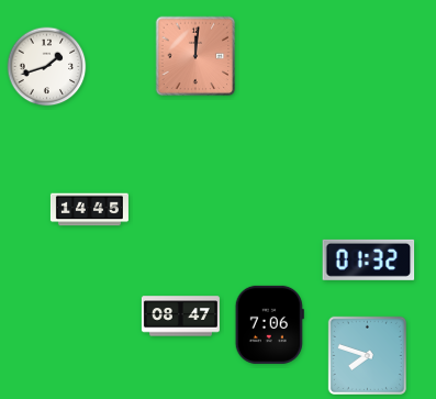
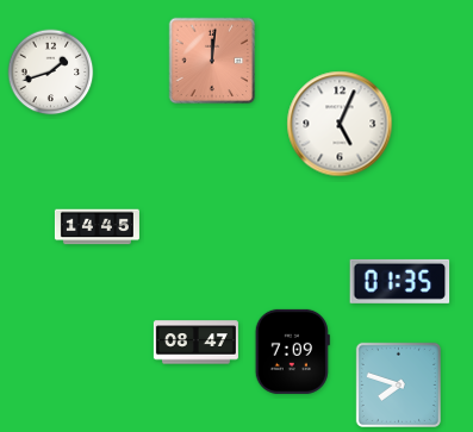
clock at (340, 124): none -> 5:04
clock at (369, 259): 01:32 -> 01:35
clock at (269, 324): 7:06 -> 7:09
